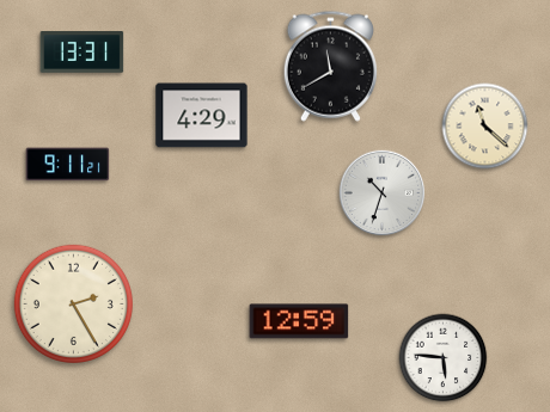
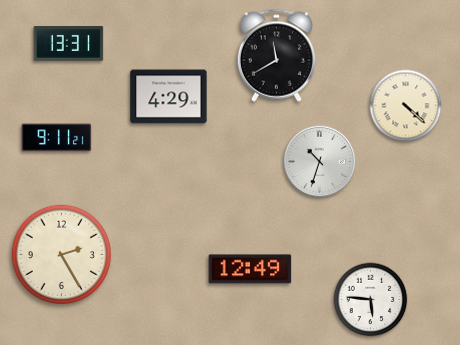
clock at (485, 127): 11:22 -> 4:22
clock at (299, 321): 12:59 -> 12:49
